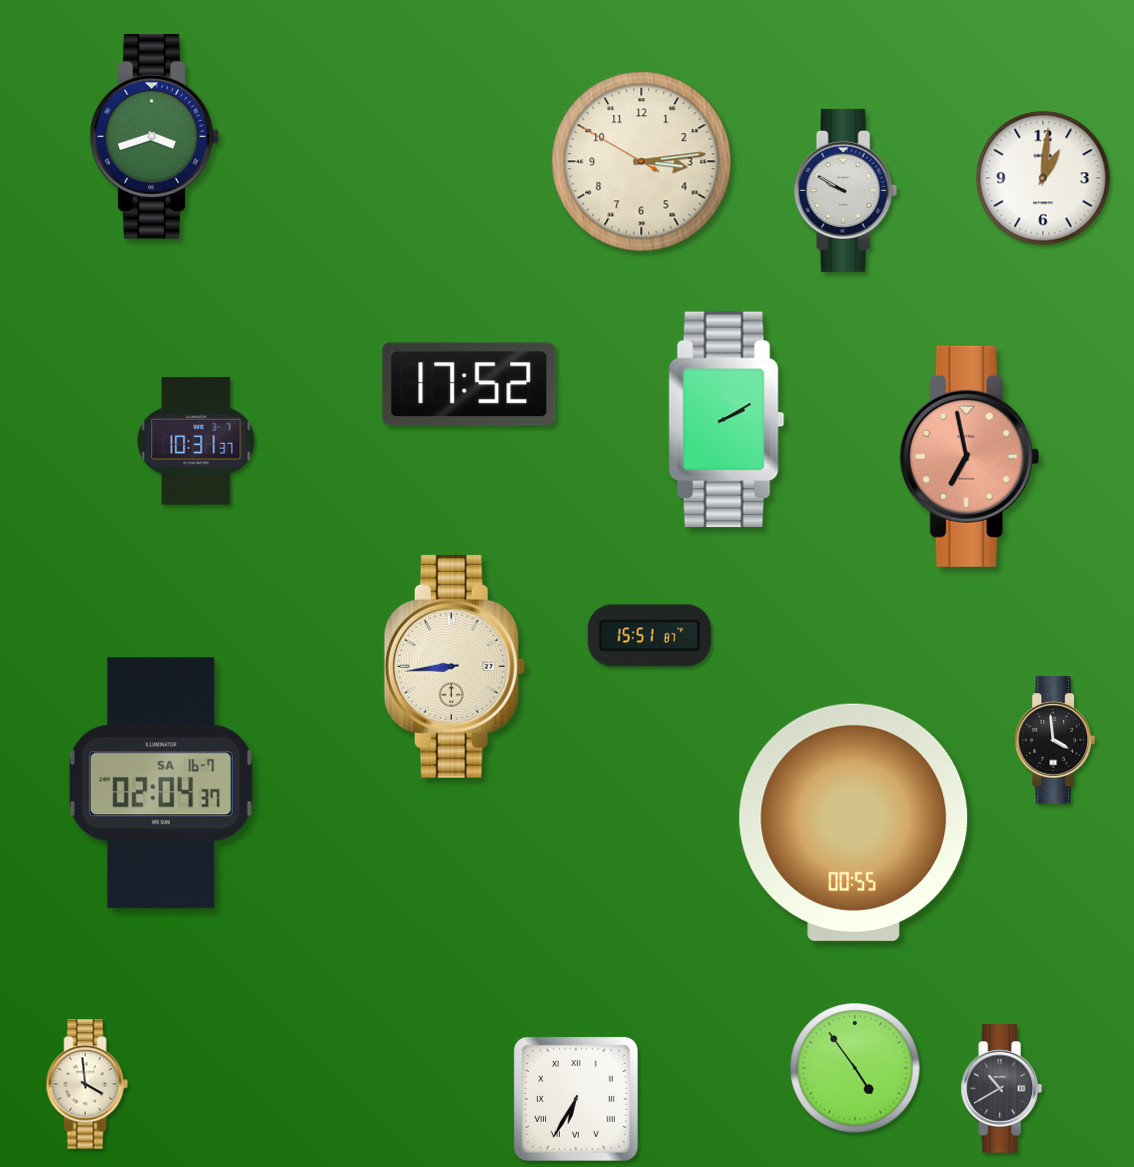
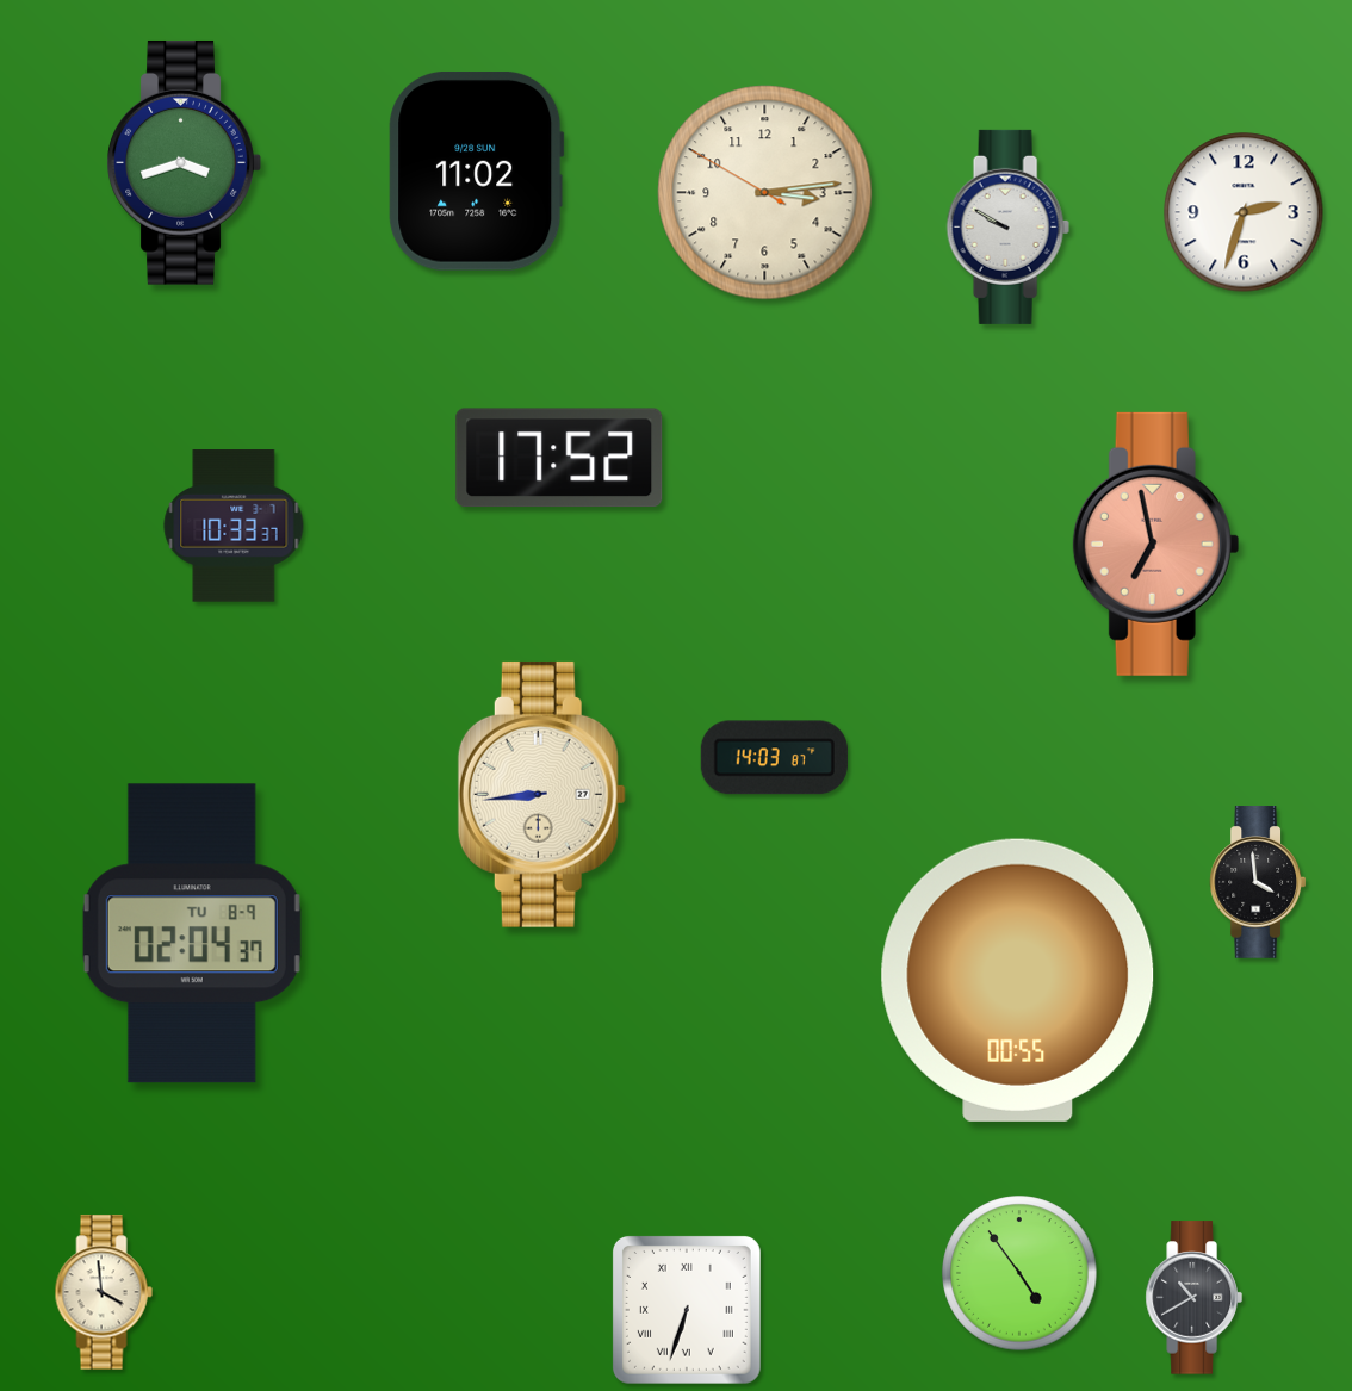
clock at (477, 170): none -> 11:02
clock at (1043, 178): 1:01 -> 2:33
clock at (727, 420): 2:10 -> none
clock at (196, 441): 10:31 -> 10:33
clock at (649, 636): 15:51 -> 14:03
clock at (161, 783) date: SA 16-7 -> TU 8-9
clock at (576, 1099): 6:35 -> 6:33
